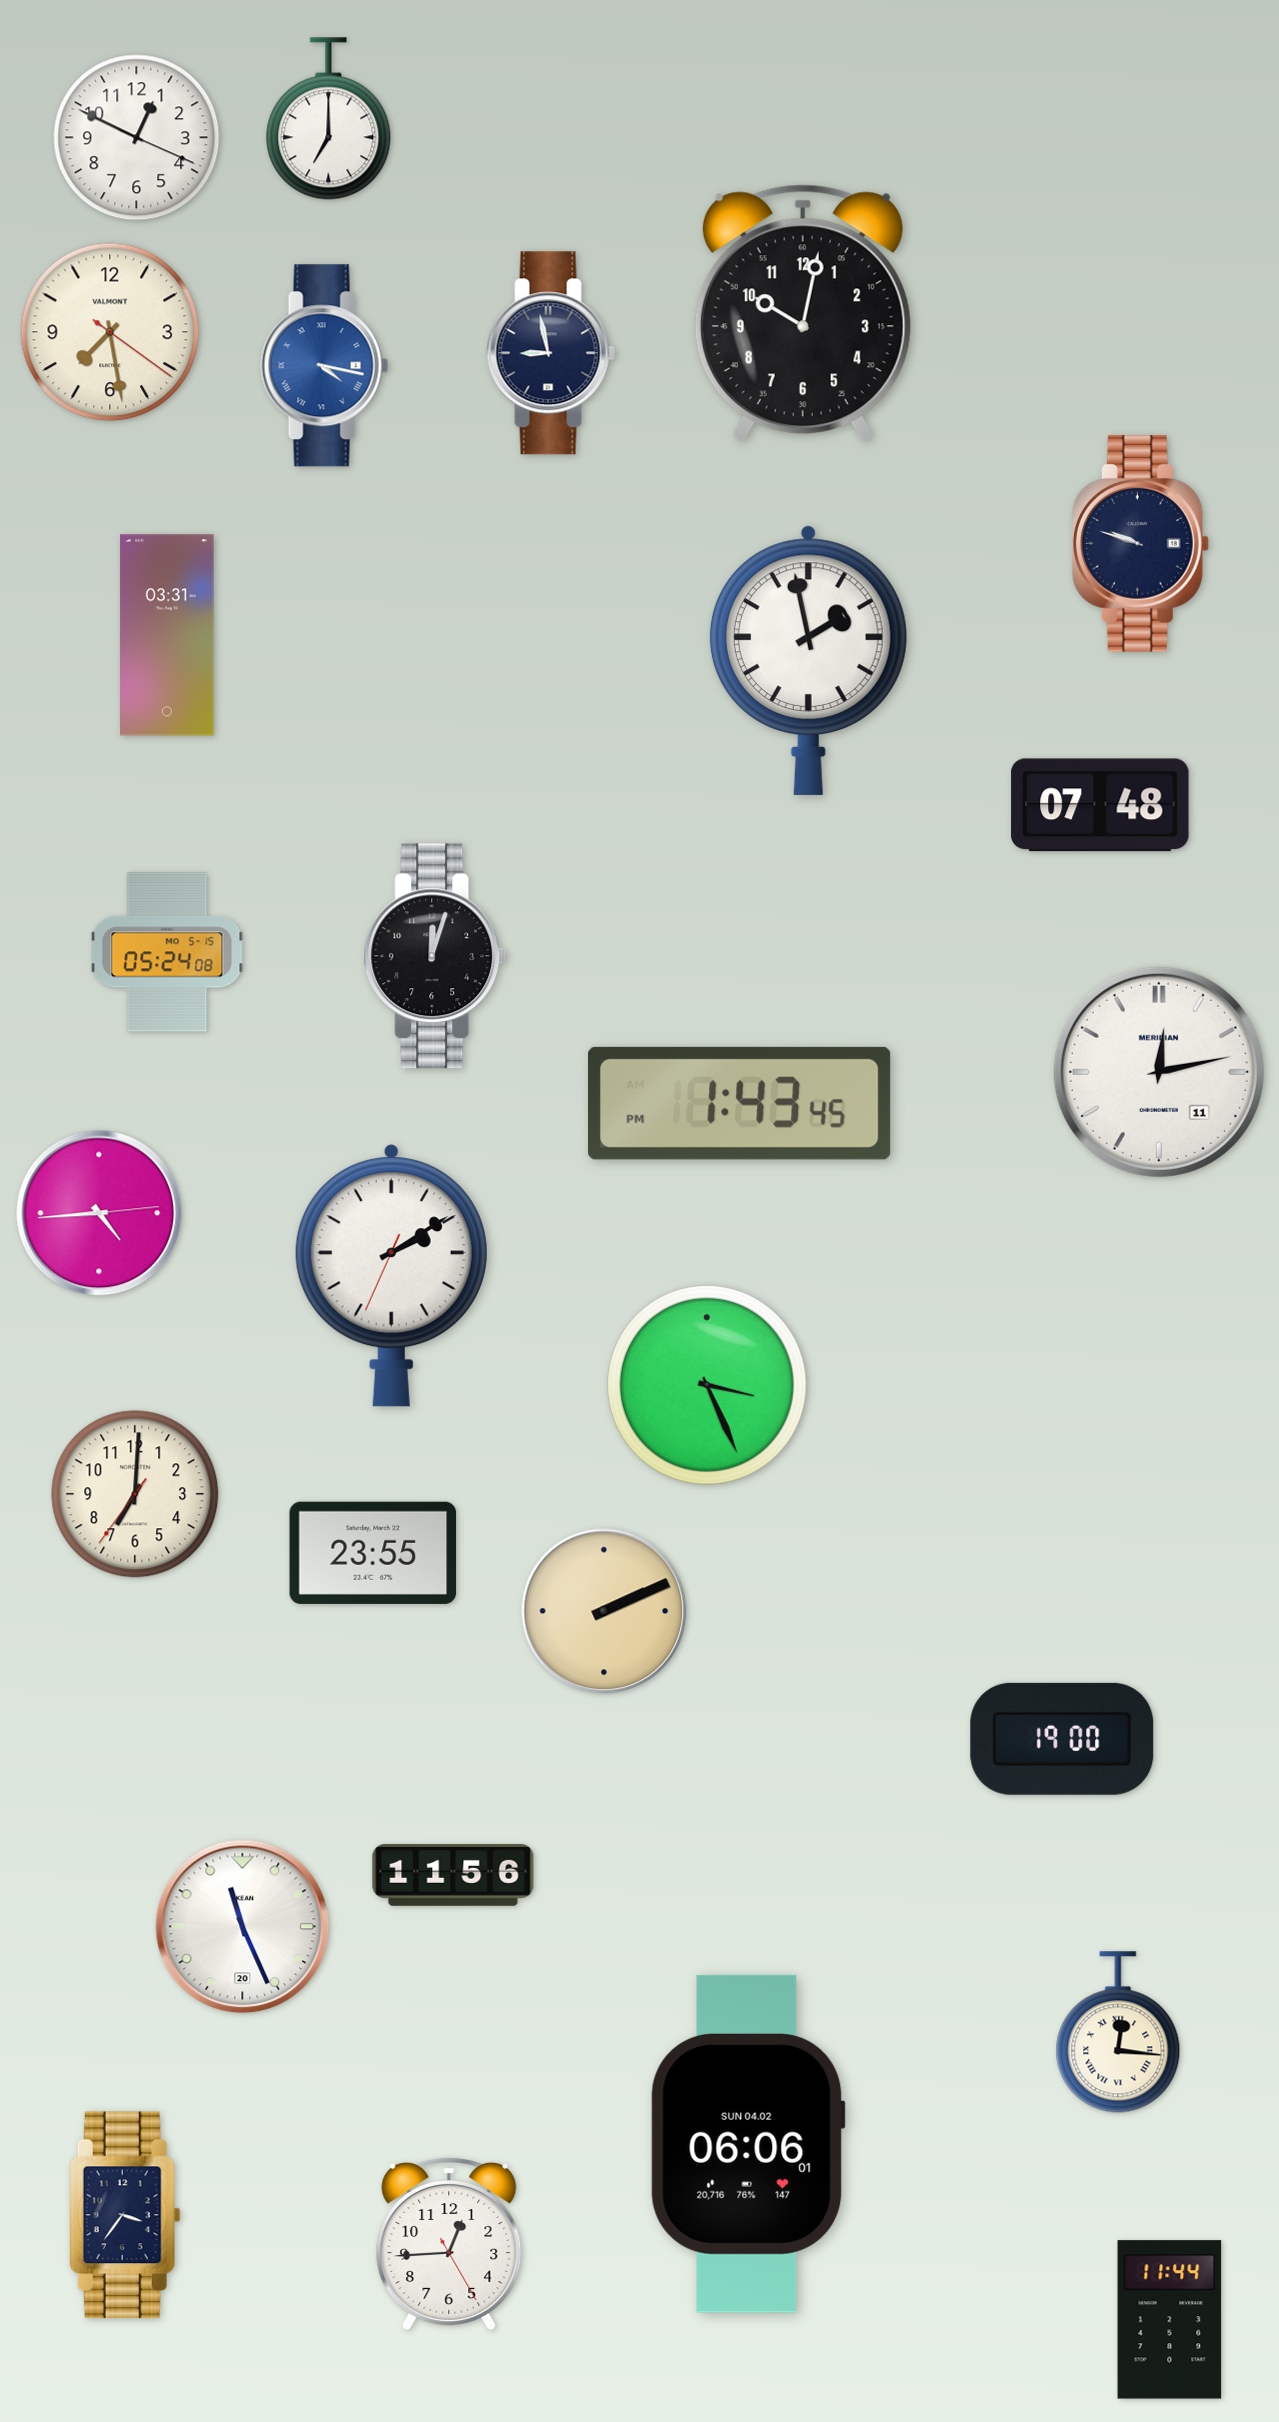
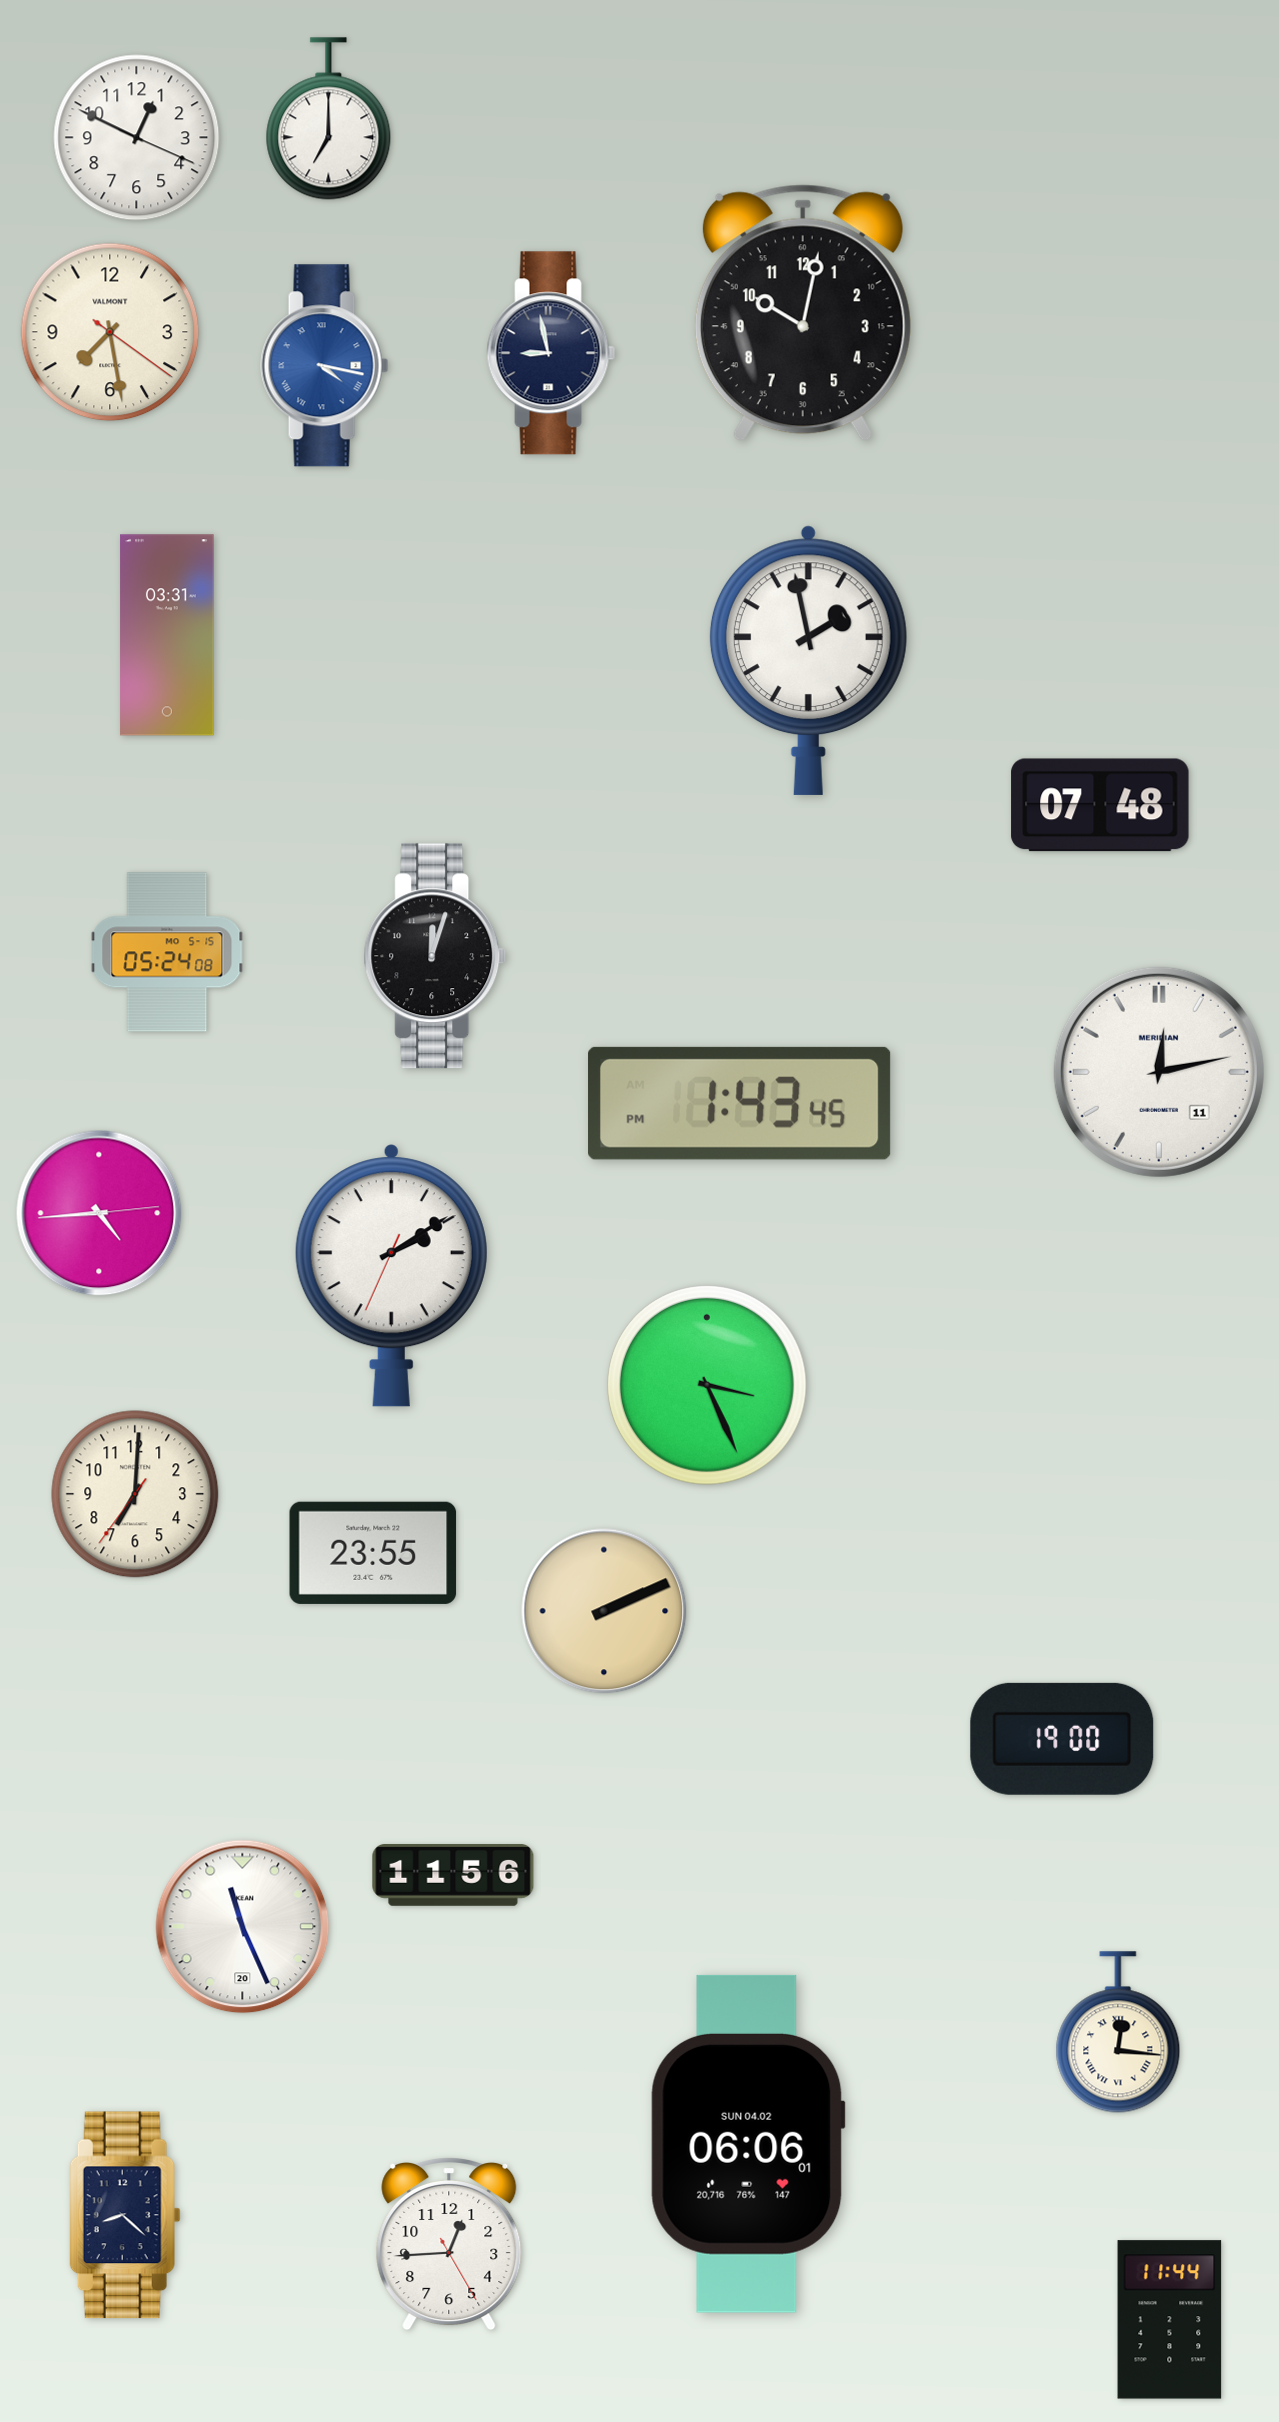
clock at (1140, 544): 9:48 -> none
clock at (125, 2215): 3:36 -> 8:22
